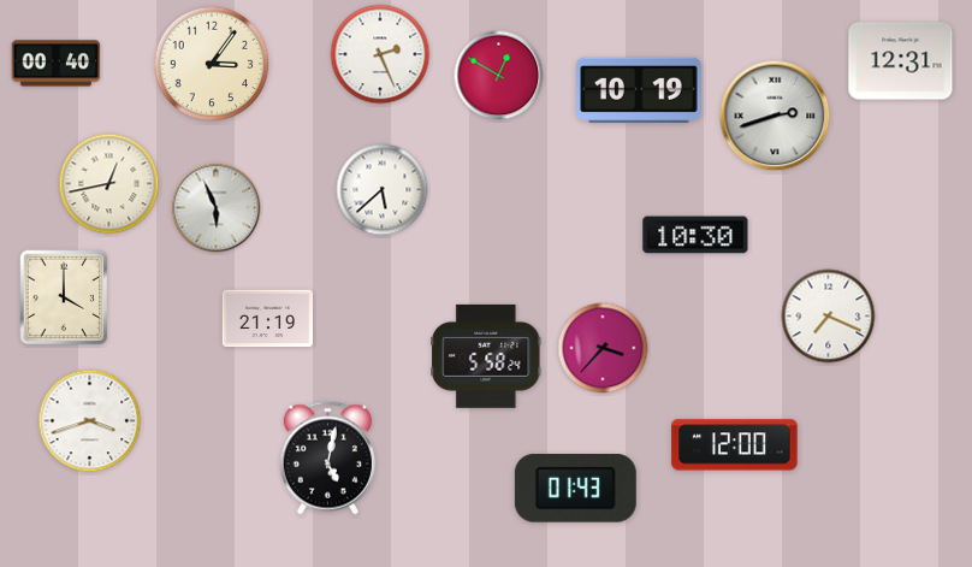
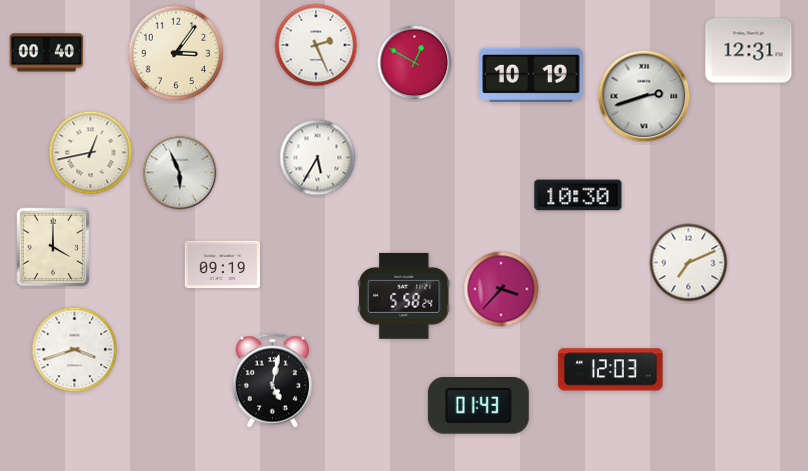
clock at (383, 190): 5:38 -> 5:35
clock at (829, 317): 7:19 -> 7:11
clock at (268, 319): 21:19 -> 09:19
clock at (735, 445): 12:00 -> 12:03
